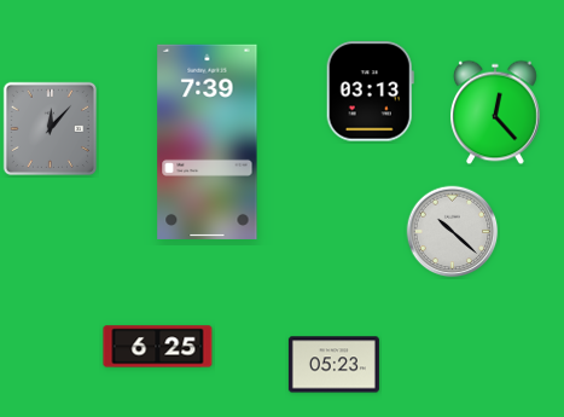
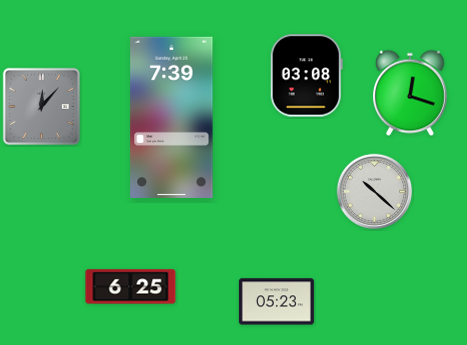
clock at (370, 92): 03:13 -> 03:08
clock at (496, 112): 12:23 -> 12:18
